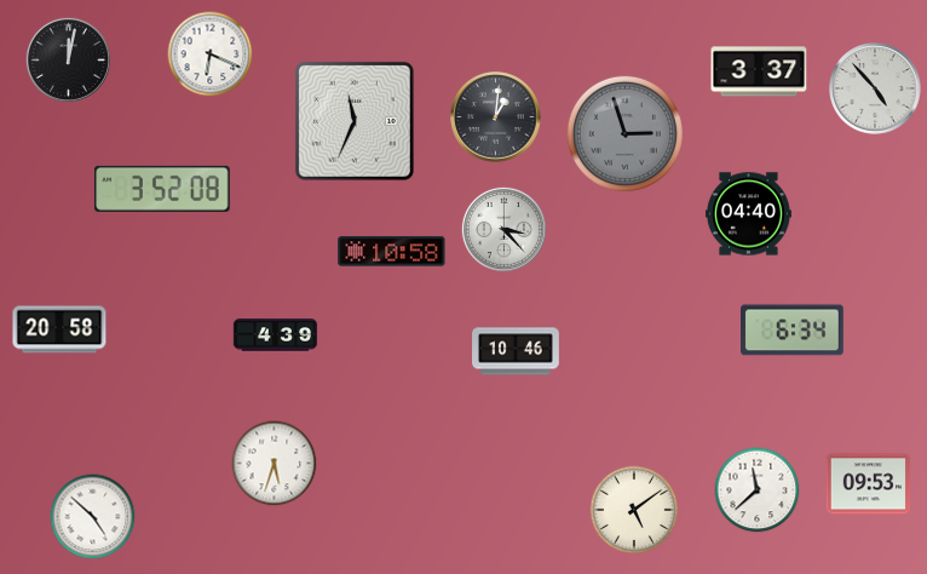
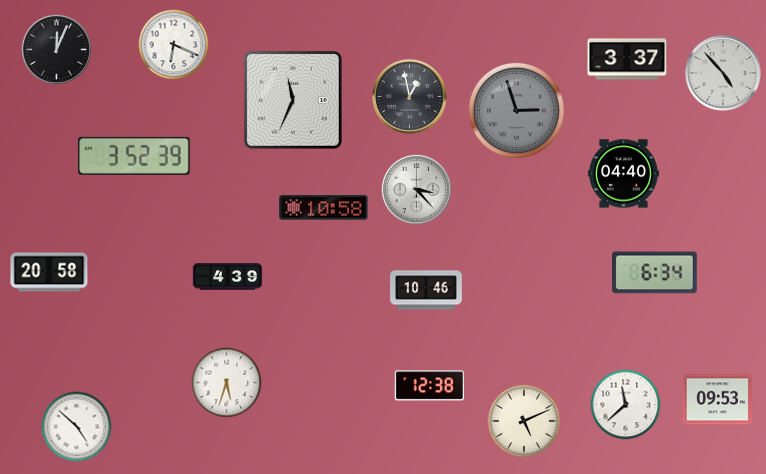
clock at (68, 59): 12:02 -> 12:04
clock at (496, 117): 1:01 -> 12:58
clock at (162, 189): 3:52:08 -> 3:52:39
clock at (748, 214) position: (748, 214) -> (623, 174)
clock at (429, 386): none -> 12:38
clock at (634, 510): 5:09 -> 5:11
